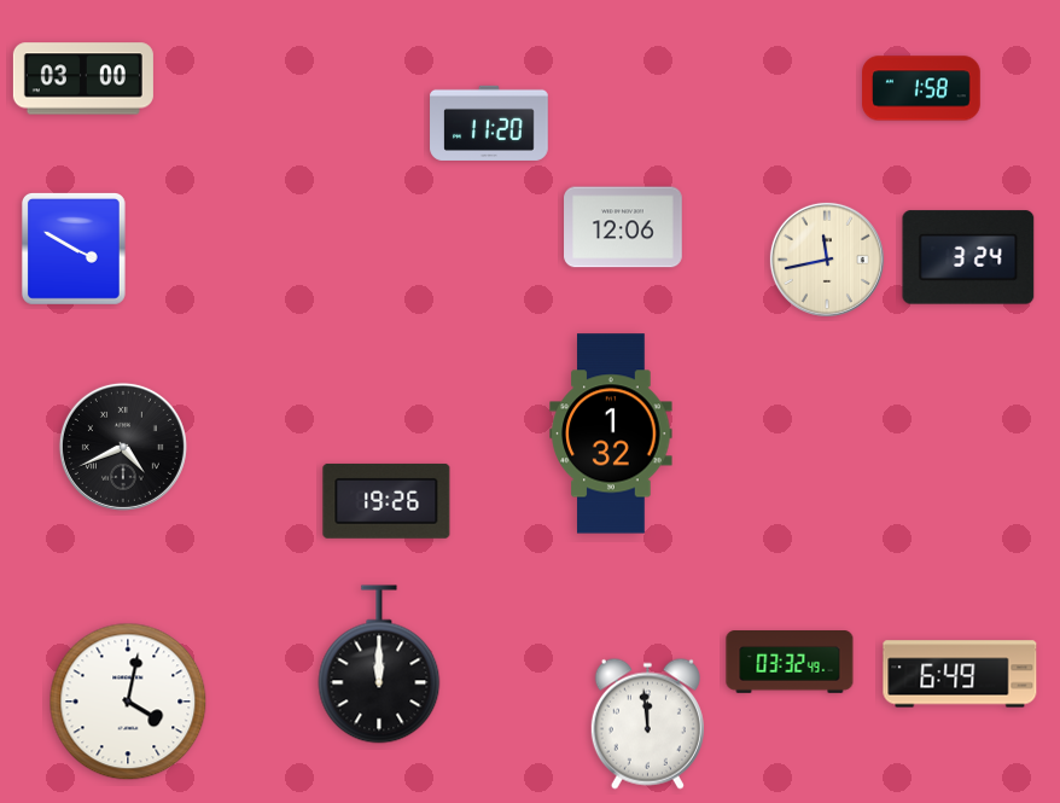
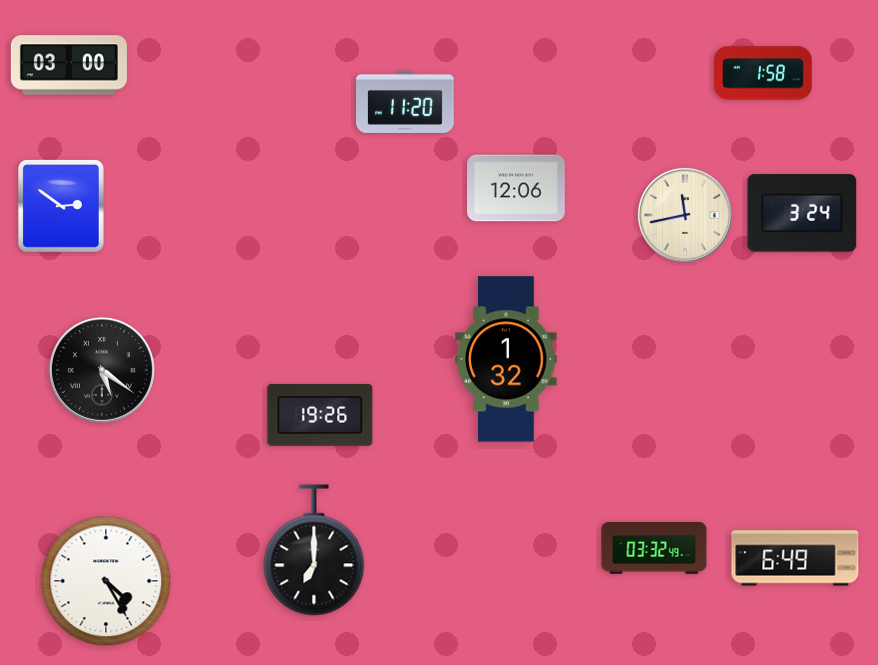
clock at (74, 249): 3:50 -> 2:51
clock at (123, 447): 4:41 -> 5:21
clock at (379, 664): 12:00 -> 7:00
clock at (128, 702): 4:02 -> 4:25
clock at (647, 723): 11:59 -> none
